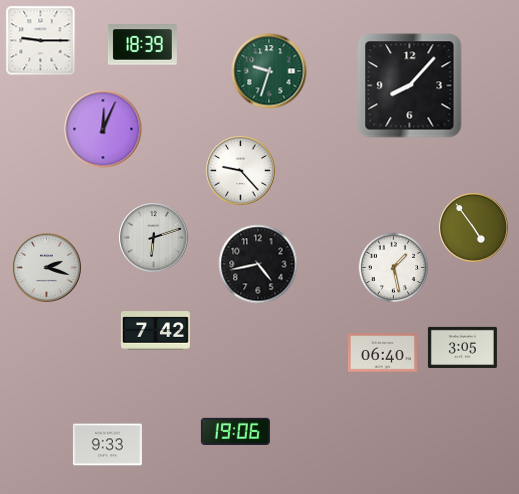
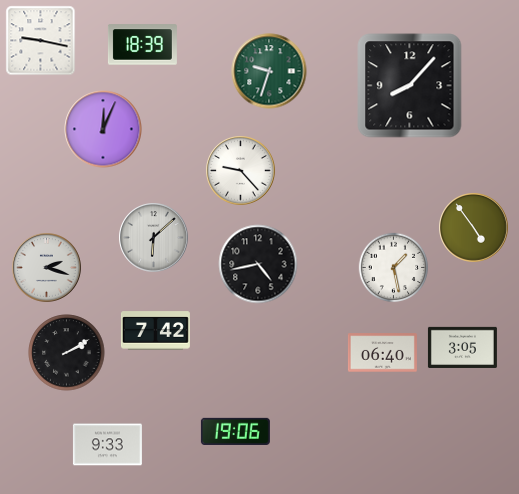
clock at (41, 41): 9:15 -> 9:17
clock at (154, 238): 6:12 -> 6:08
clock at (67, 353): none -> 2:10
